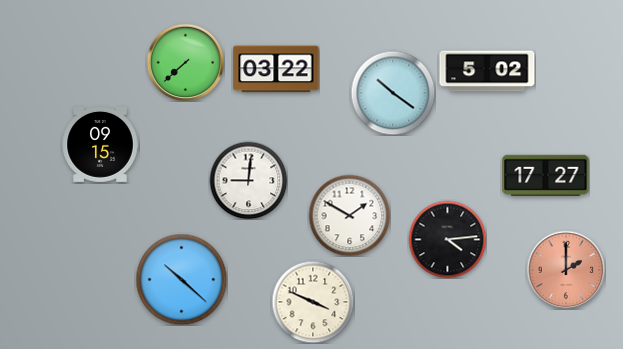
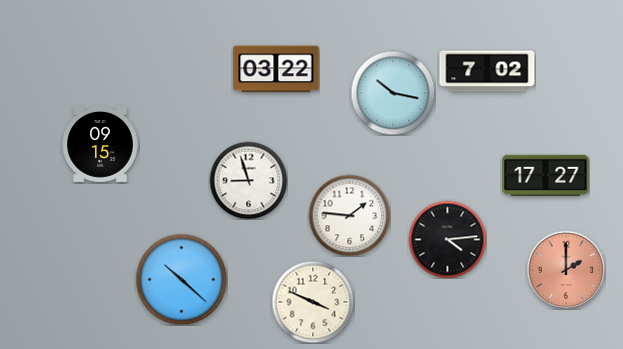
clock at (185, 62): 7:38 -> none
clock at (487, 71): 5:02 -> 7:02
clock at (393, 93): 10:21 -> 10:17
clock at (248, 180): 9:01 -> 8:57
clock at (349, 215): 1:50 -> 1:46
